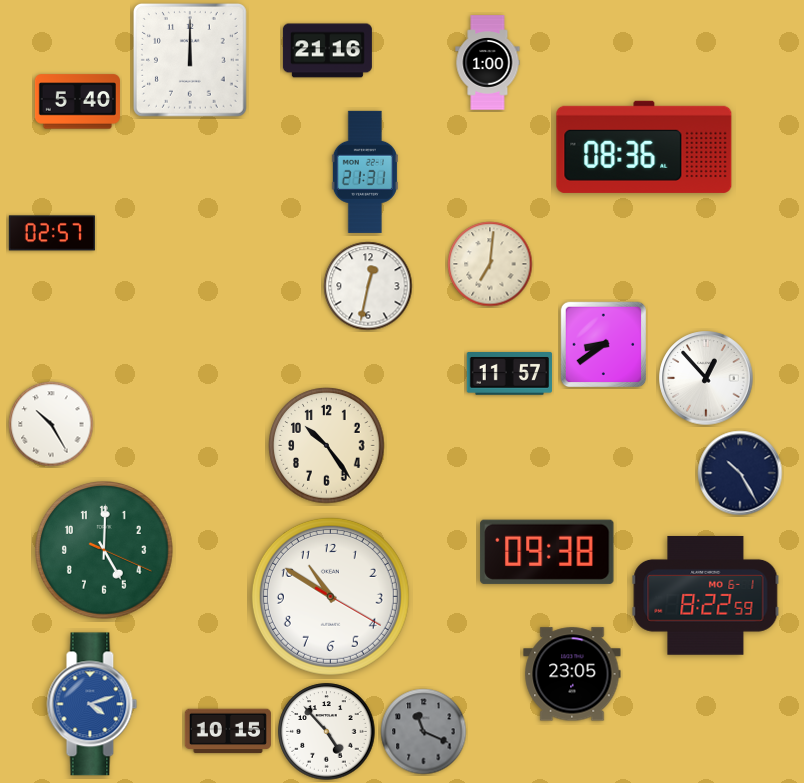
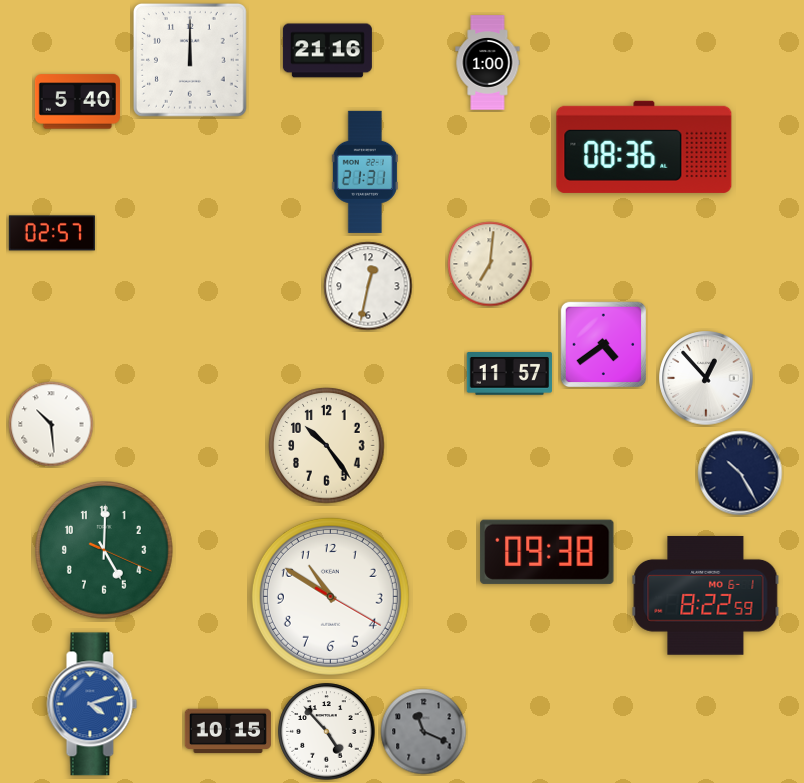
clock at (603, 344): 8:39 -> 4:39
clock at (51, 424): 10:25 -> 10:29
clock at (572, 674): 23:05 -> none
